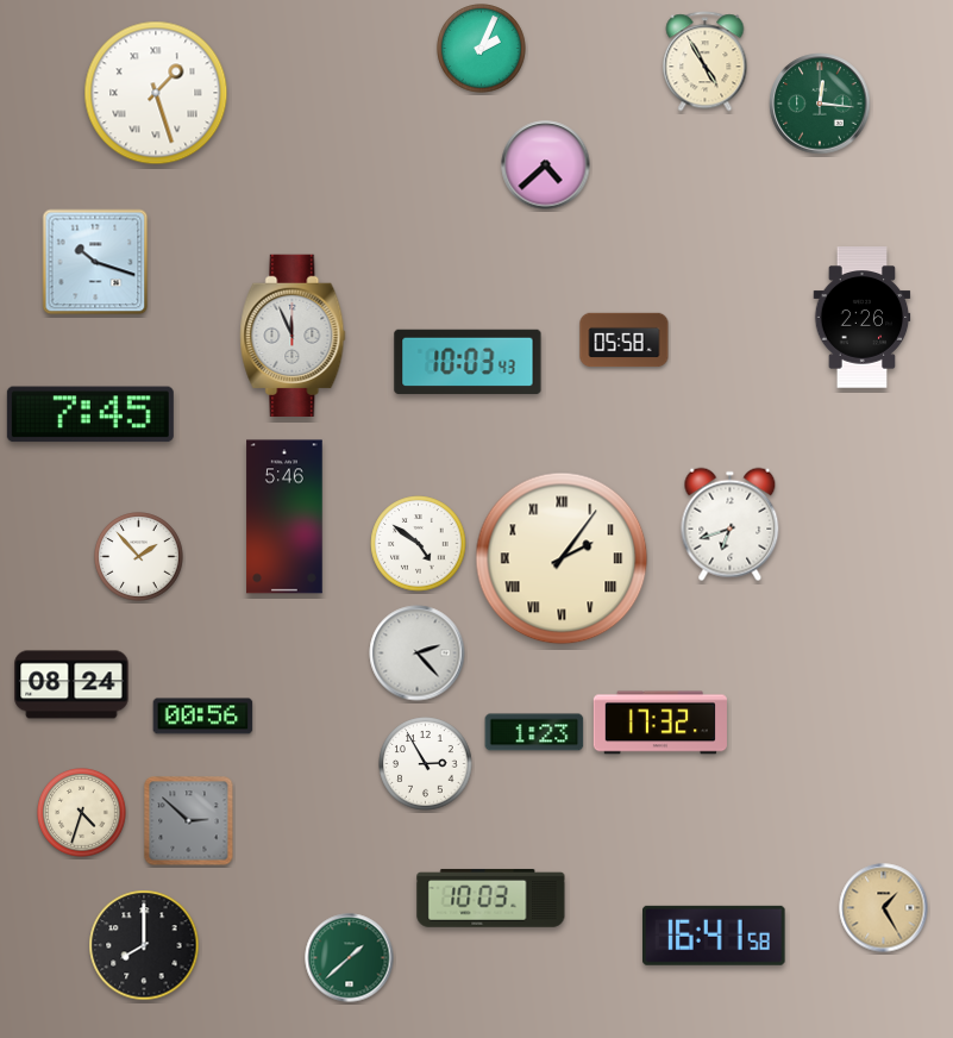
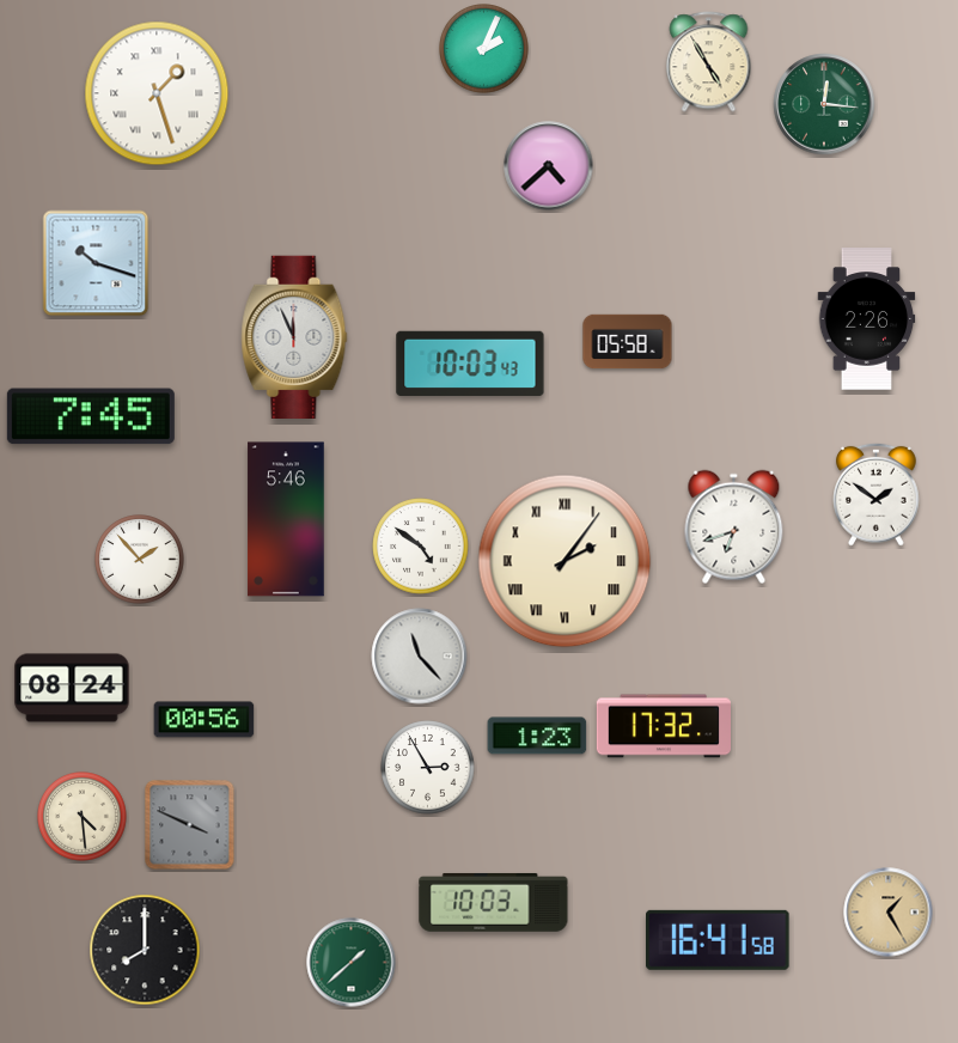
clock at (877, 494): none -> 1:51
clock at (418, 654): 2:23 -> 11:23
clock at (82, 813): 4:33 -> 4:29
clock at (189, 821): 2:52 -> 3:49
